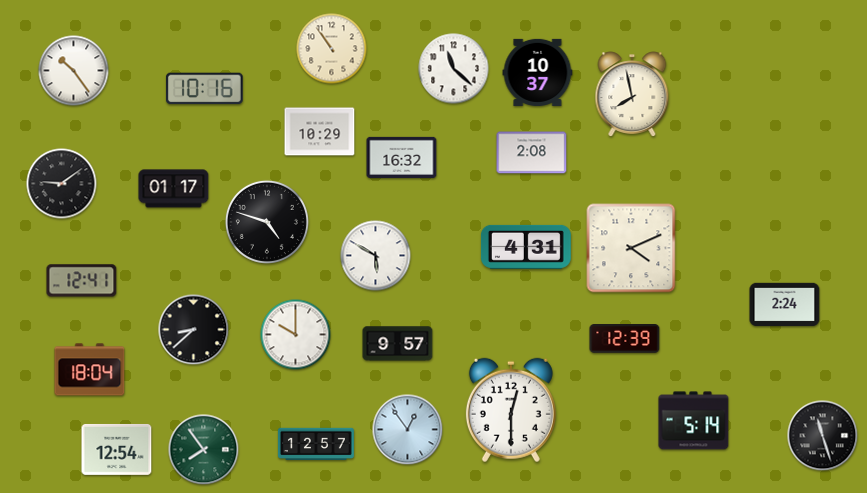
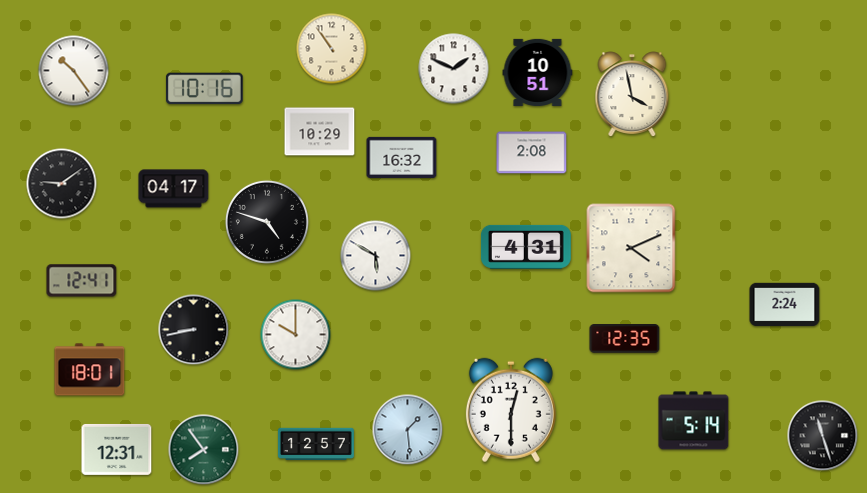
clock at (454, 69): 11:22 -> 1:49
clock at (538, 72): 10:37 -> 10:51
clock at (632, 94): 7:58 -> 3:58
clock at (174, 189): 01:17 -> 04:17
clock at (194, 330): 8:38 -> 8:43
clock at (625, 339): 12:39 -> 12:35
clock at (398, 344): 9:57 -> none
clock at (90, 370): 18:04 -> 18:01
clock at (408, 430): 12:54 -> 1:29
clock at (117, 449): 12:54 -> 12:31
